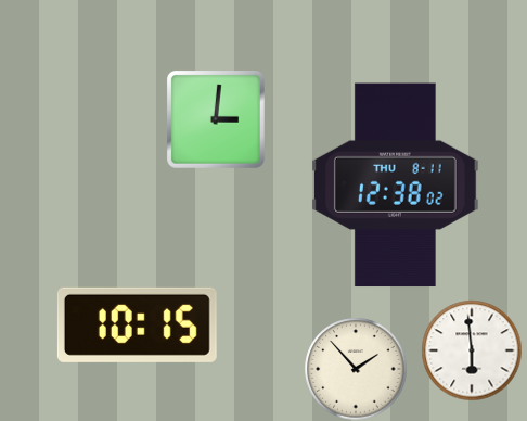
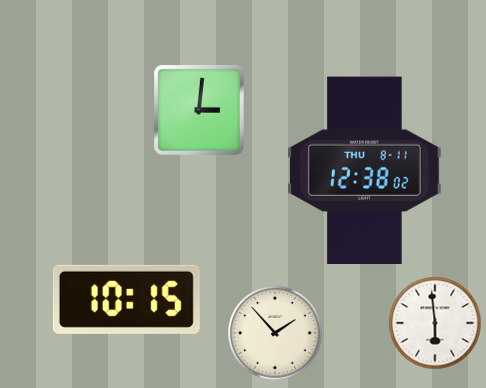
clock at (356, 369) position: (356, 369) -> (275, 333)
